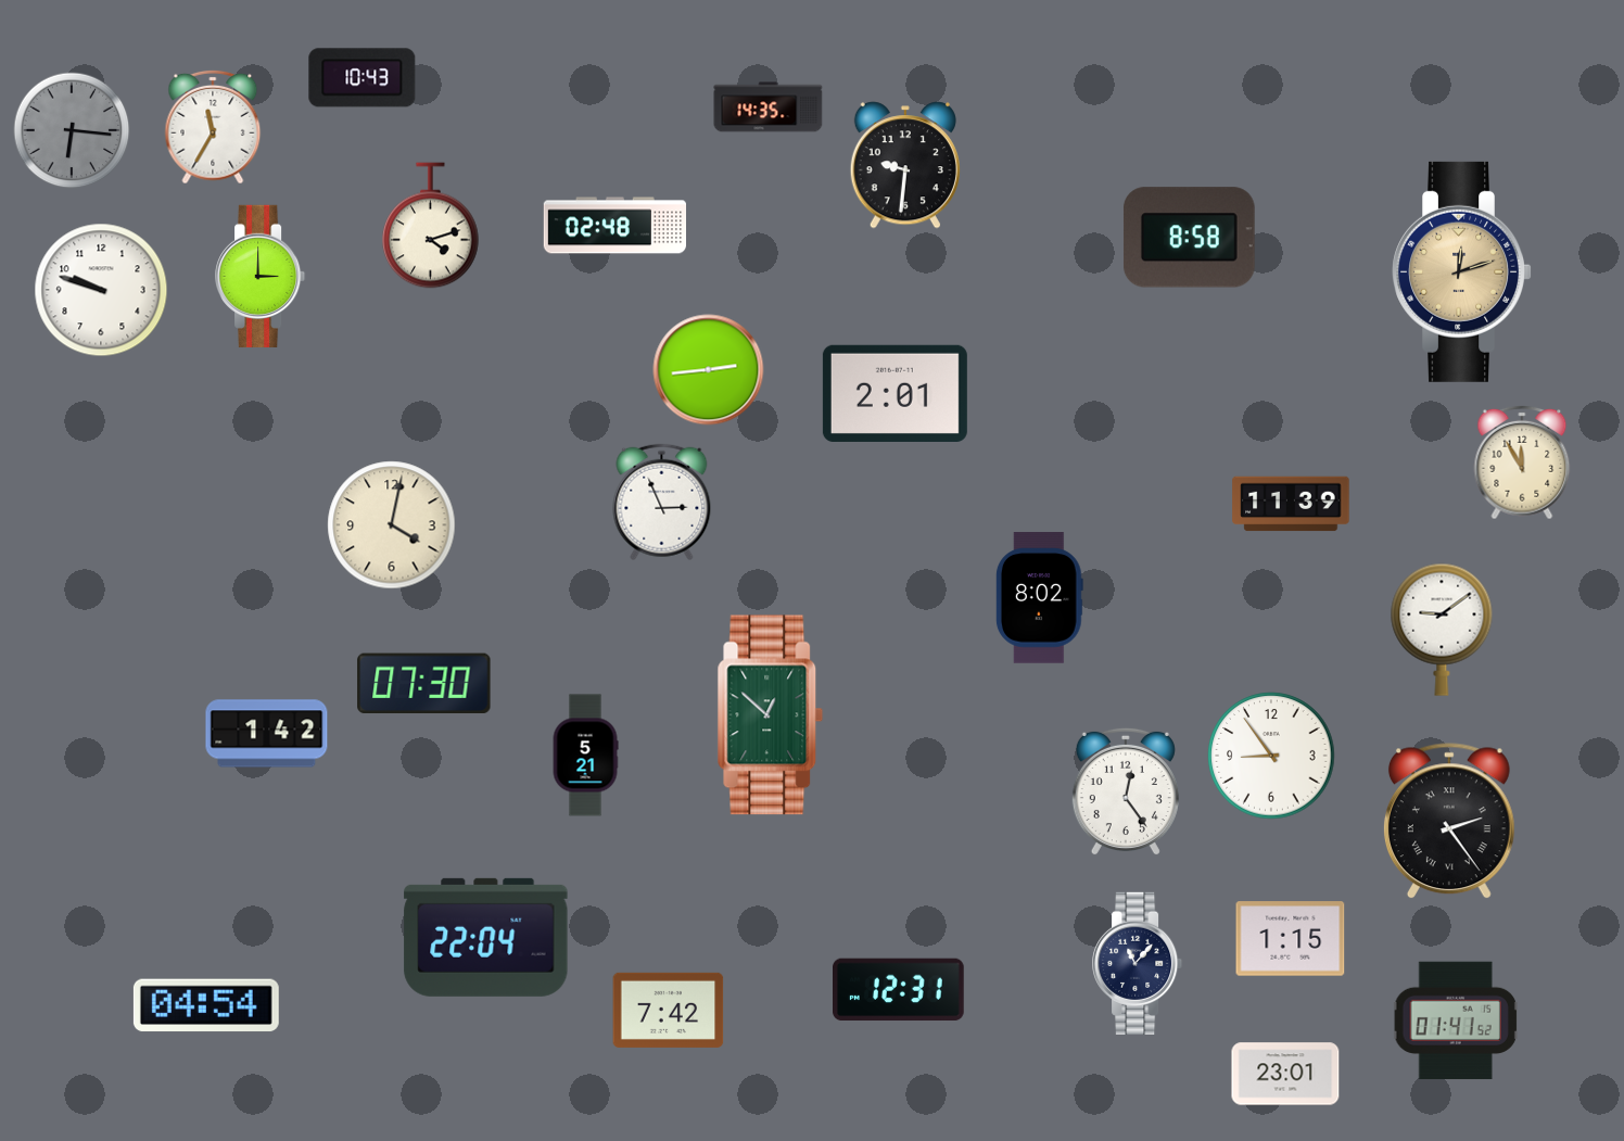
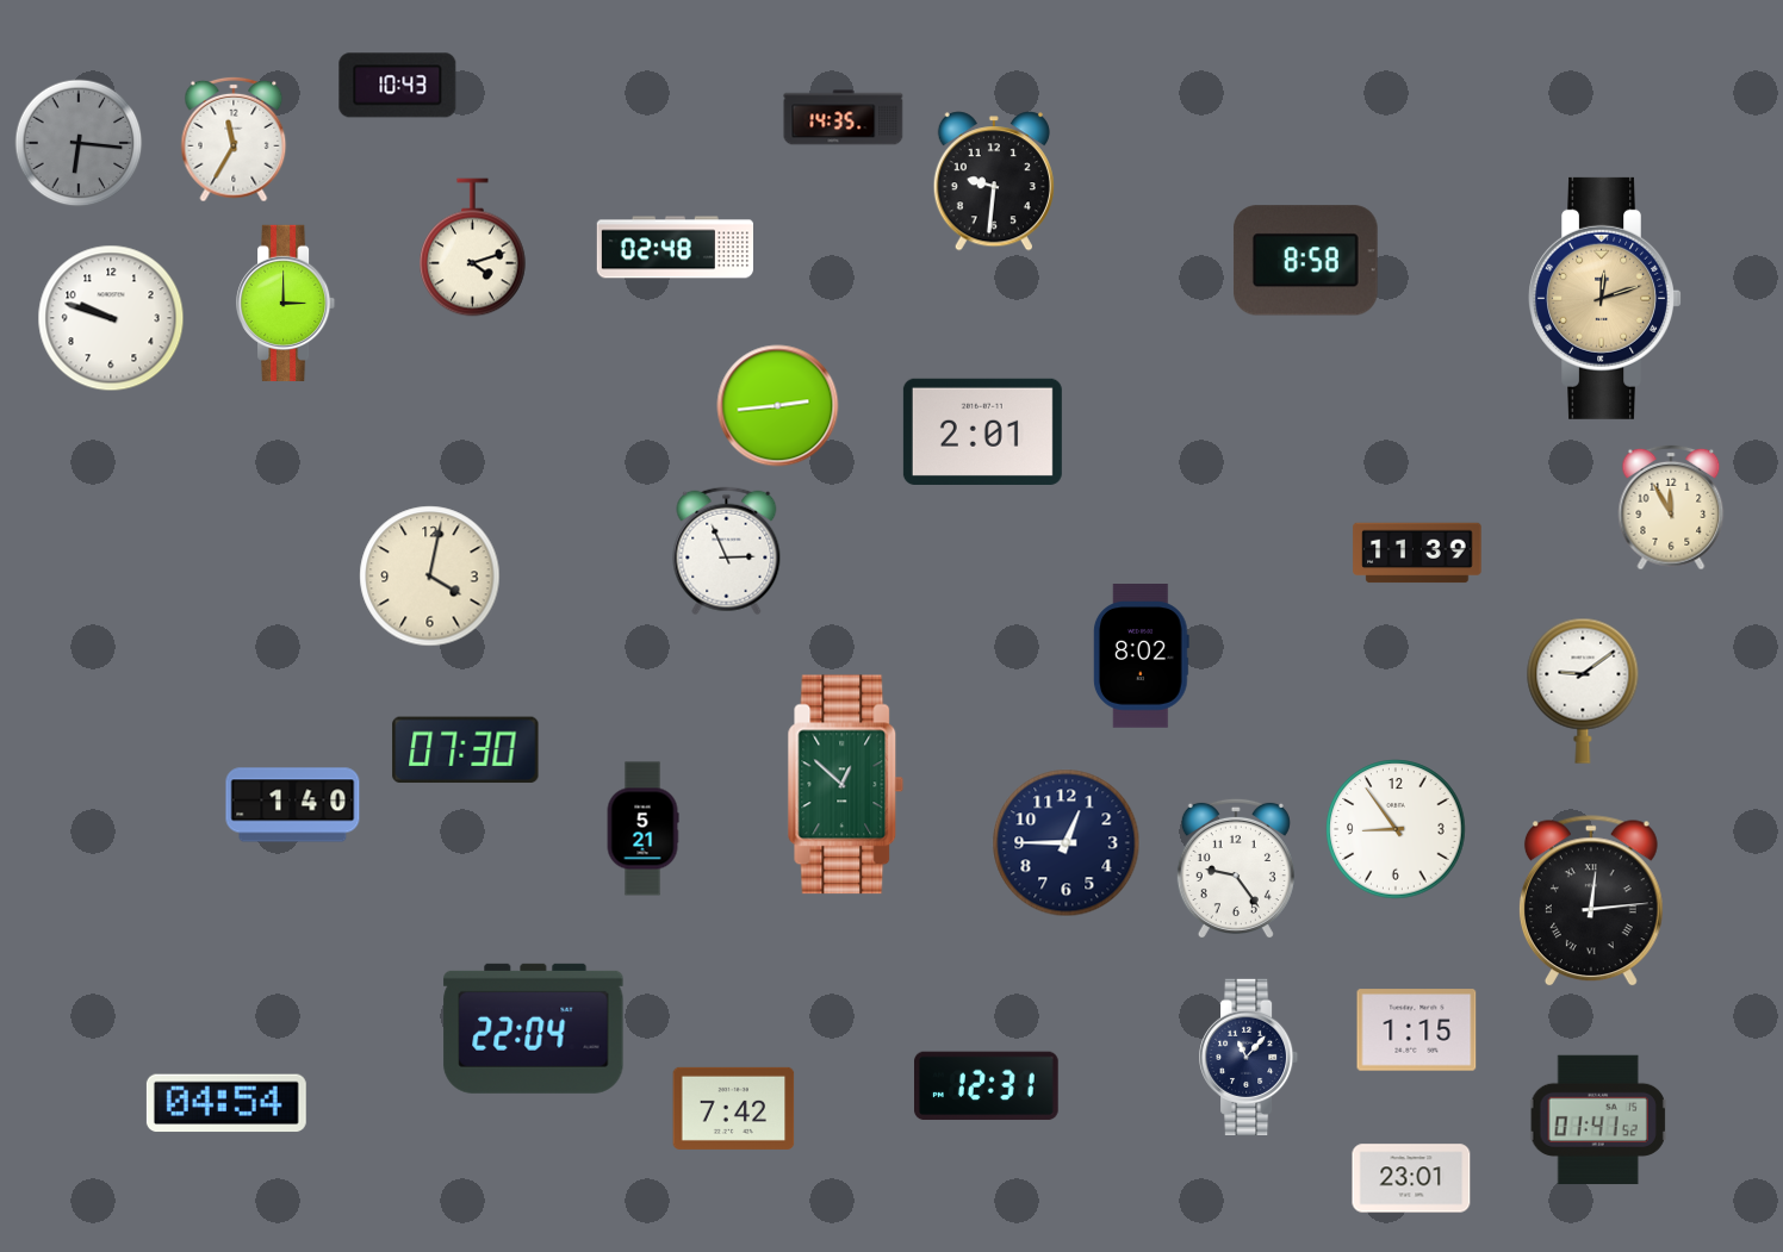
clock at (267, 734): 1:42 -> 1:40
clock at (1067, 843): none -> 12:45
clock at (1126, 791): 12:24 -> 9:24
clock at (1449, 822): 2:24 -> 12:14
